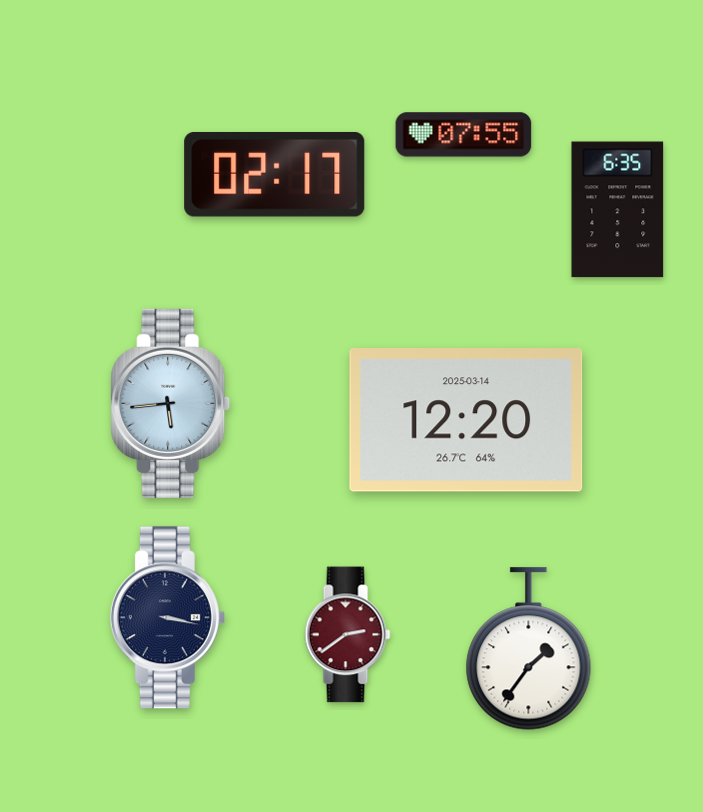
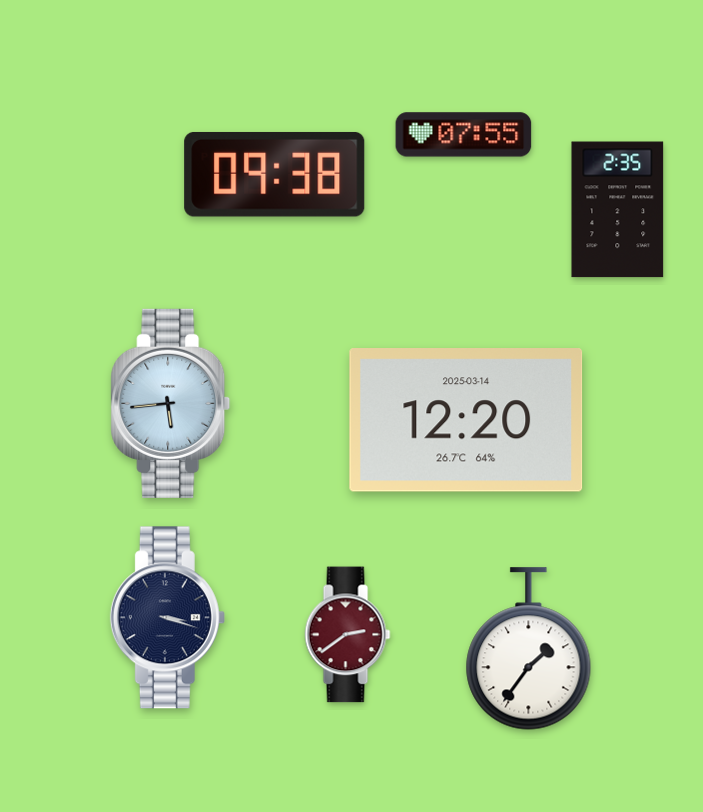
clock at (275, 174): 02:17 -> 09:38
clock at (618, 210): 6:35 -> 2:35
clock at (167, 618): 3:17 -> 3:18
